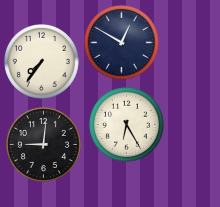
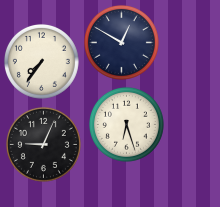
clock at (126, 124): 6:25 -> 6:27
clock at (43, 144): 9:01 -> 9:04
